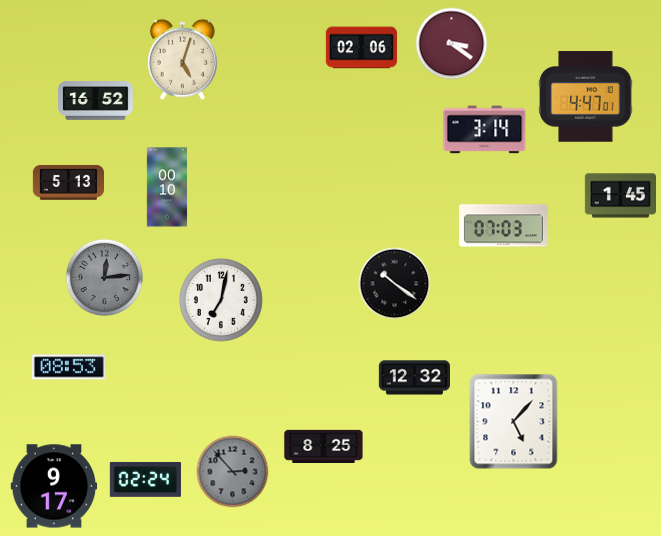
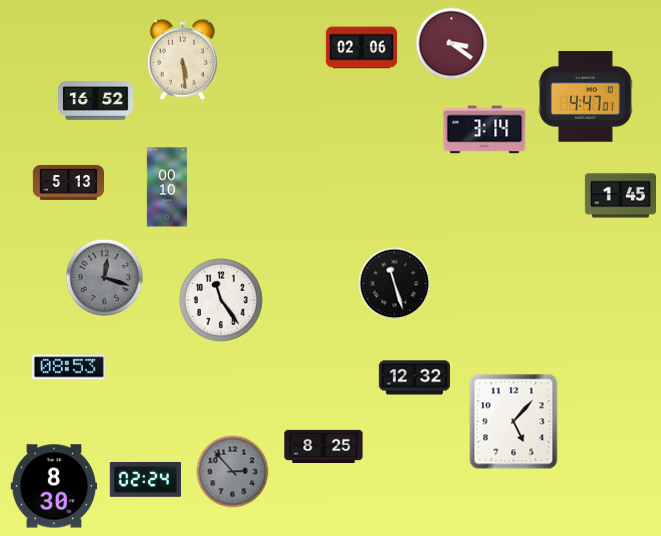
clock at (182, 59): 5:03 -> 5:29
clock at (503, 226): 07:03 -> none
clock at (105, 278): 12:14 -> 12:18
clock at (395, 284): 10:21 -> 11:27
clock at (221, 300): 7:02 -> 11:24
clock at (54, 486): 9:17 -> 8:30
